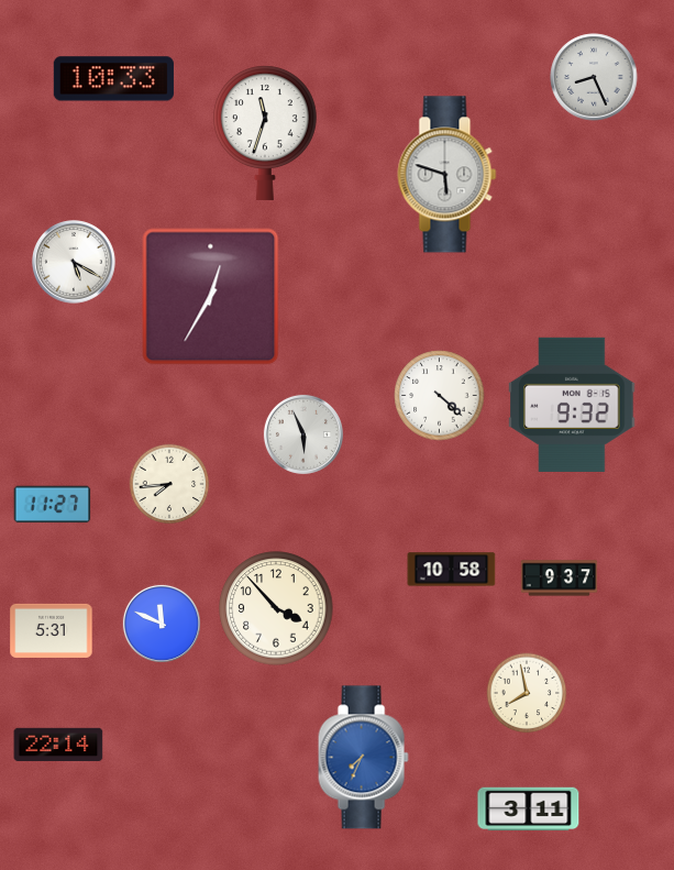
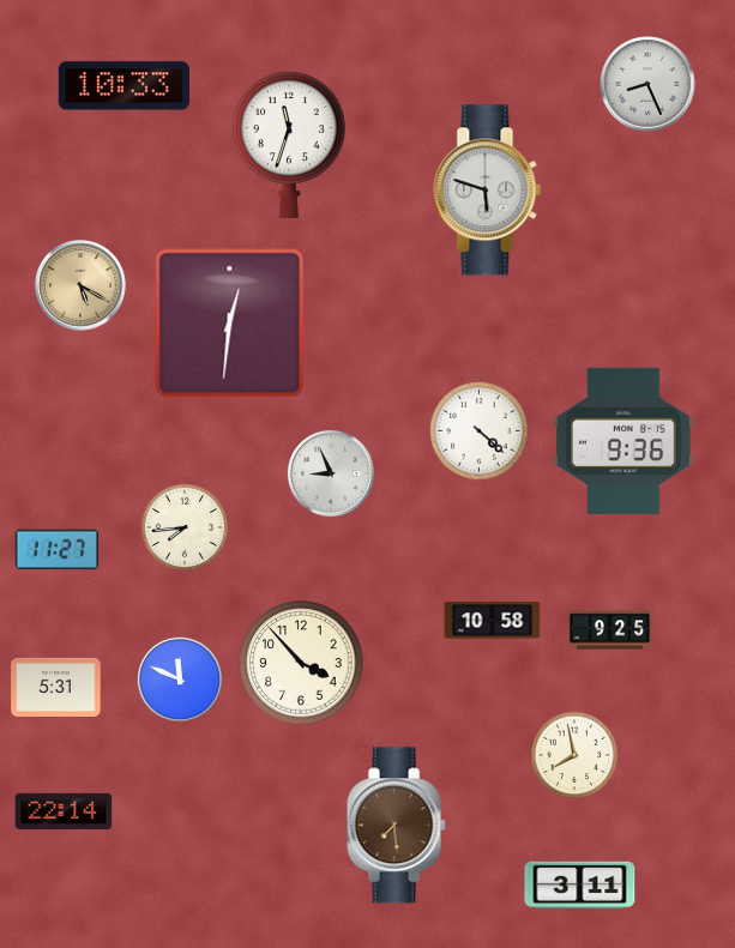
clock at (74, 262) dial: white -> champagne
clock at (211, 297): 12:35 -> 12:31
clock at (572, 405): 9:32 -> 9:36
clock at (303, 434): 5:56 -> 8:56
clock at (560, 579): 9:37 -> 9:25
clock at (161, 623) position: (161, 623) -> (179, 678)
clock at (363, 758): 7:34 -> 7:29
clock at (363, 758) dial: blue -> brown
clock at (529, 810) position: (529, 810) -> (580, 886)
